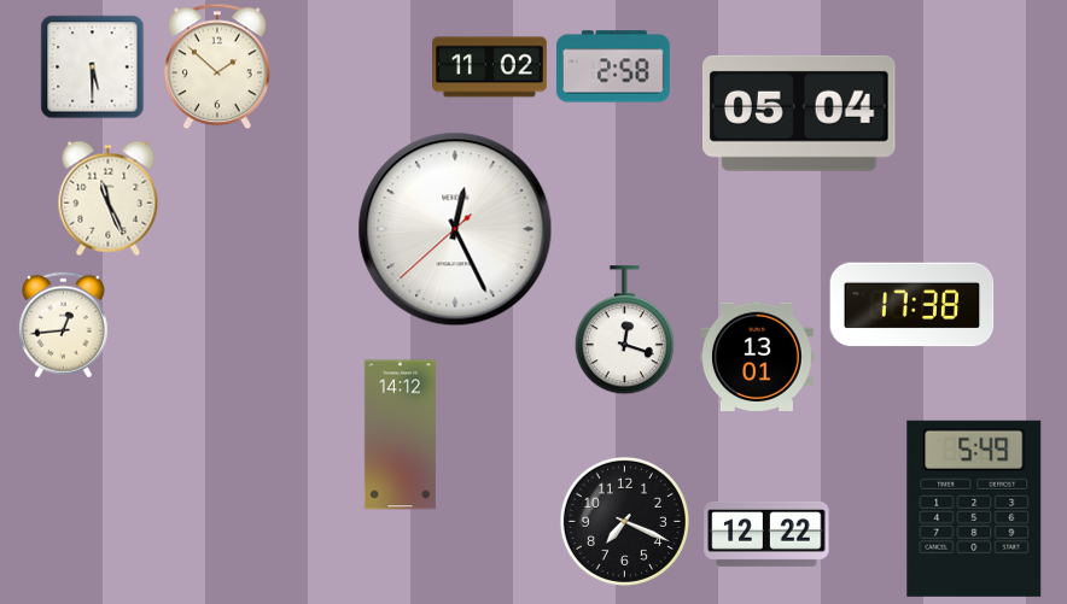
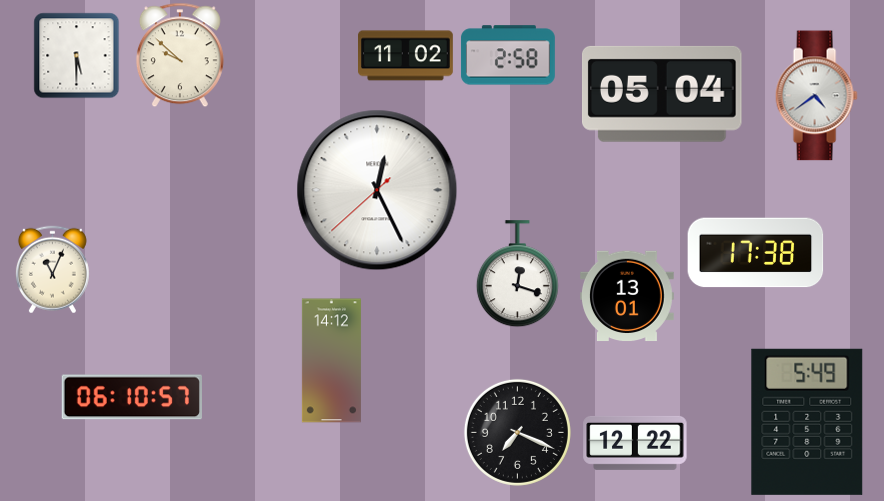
clock at (217, 66): 1:52 -> 9:52
clock at (816, 96): none -> 4:39
clock at (109, 198): 11:26 -> none
clock at (63, 324): 12:44 -> 11:04
clock at (132, 397): none -> 06:10
